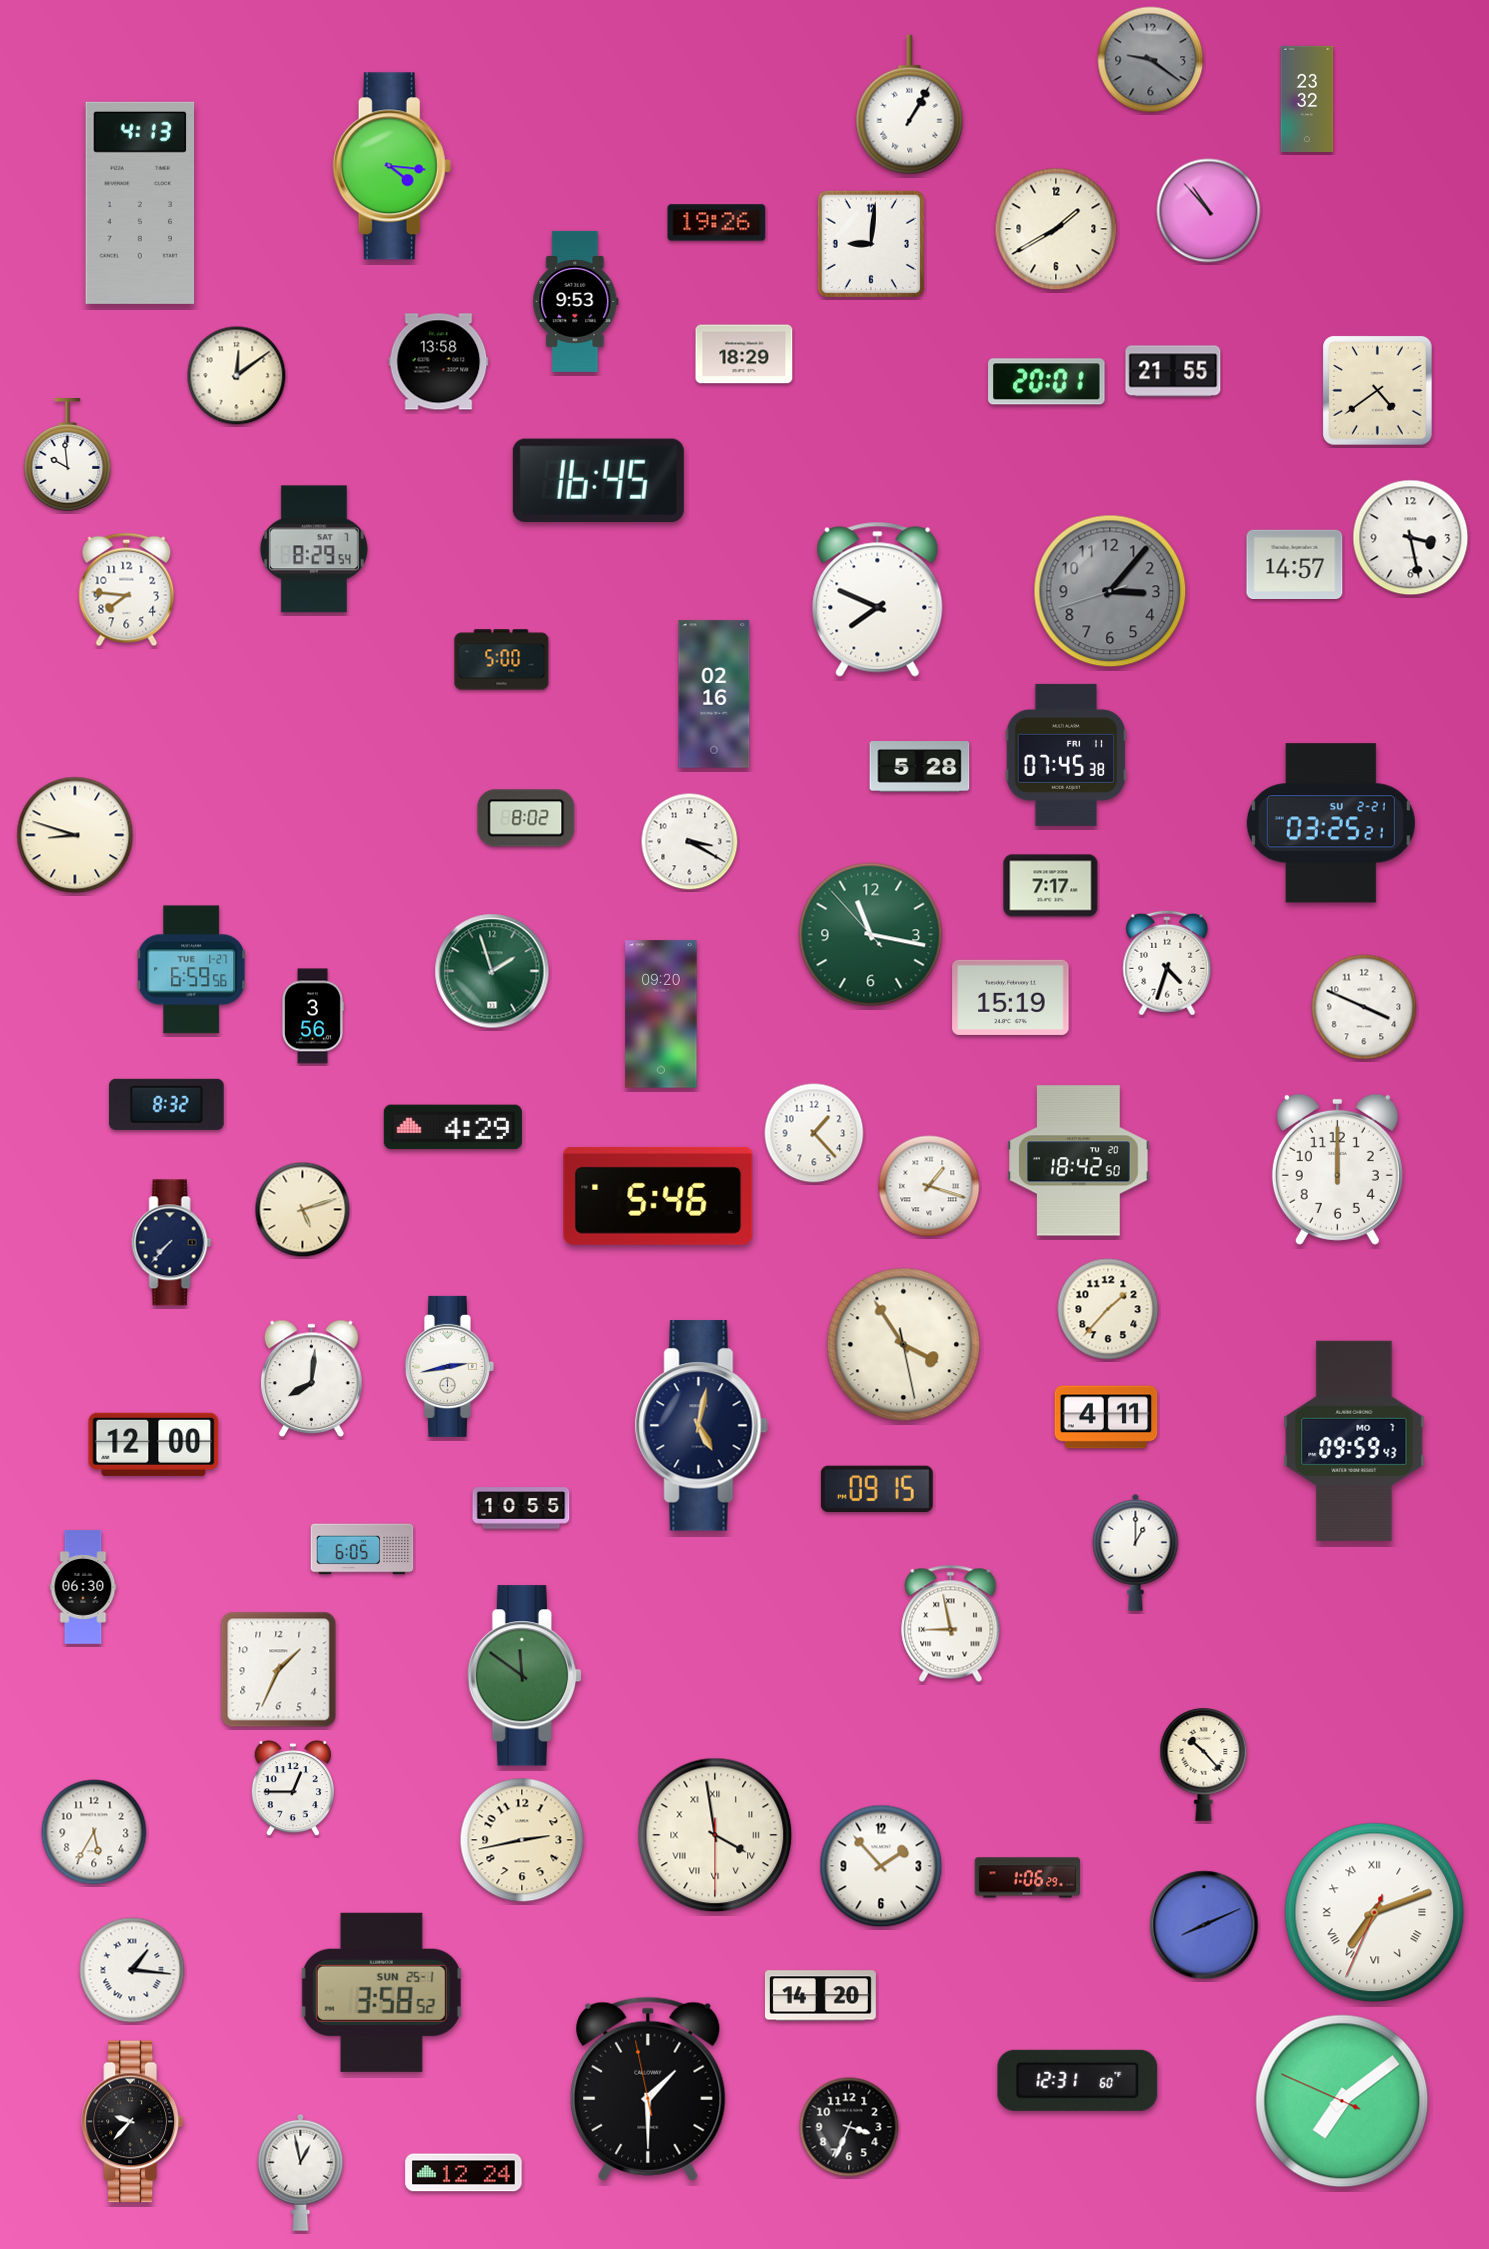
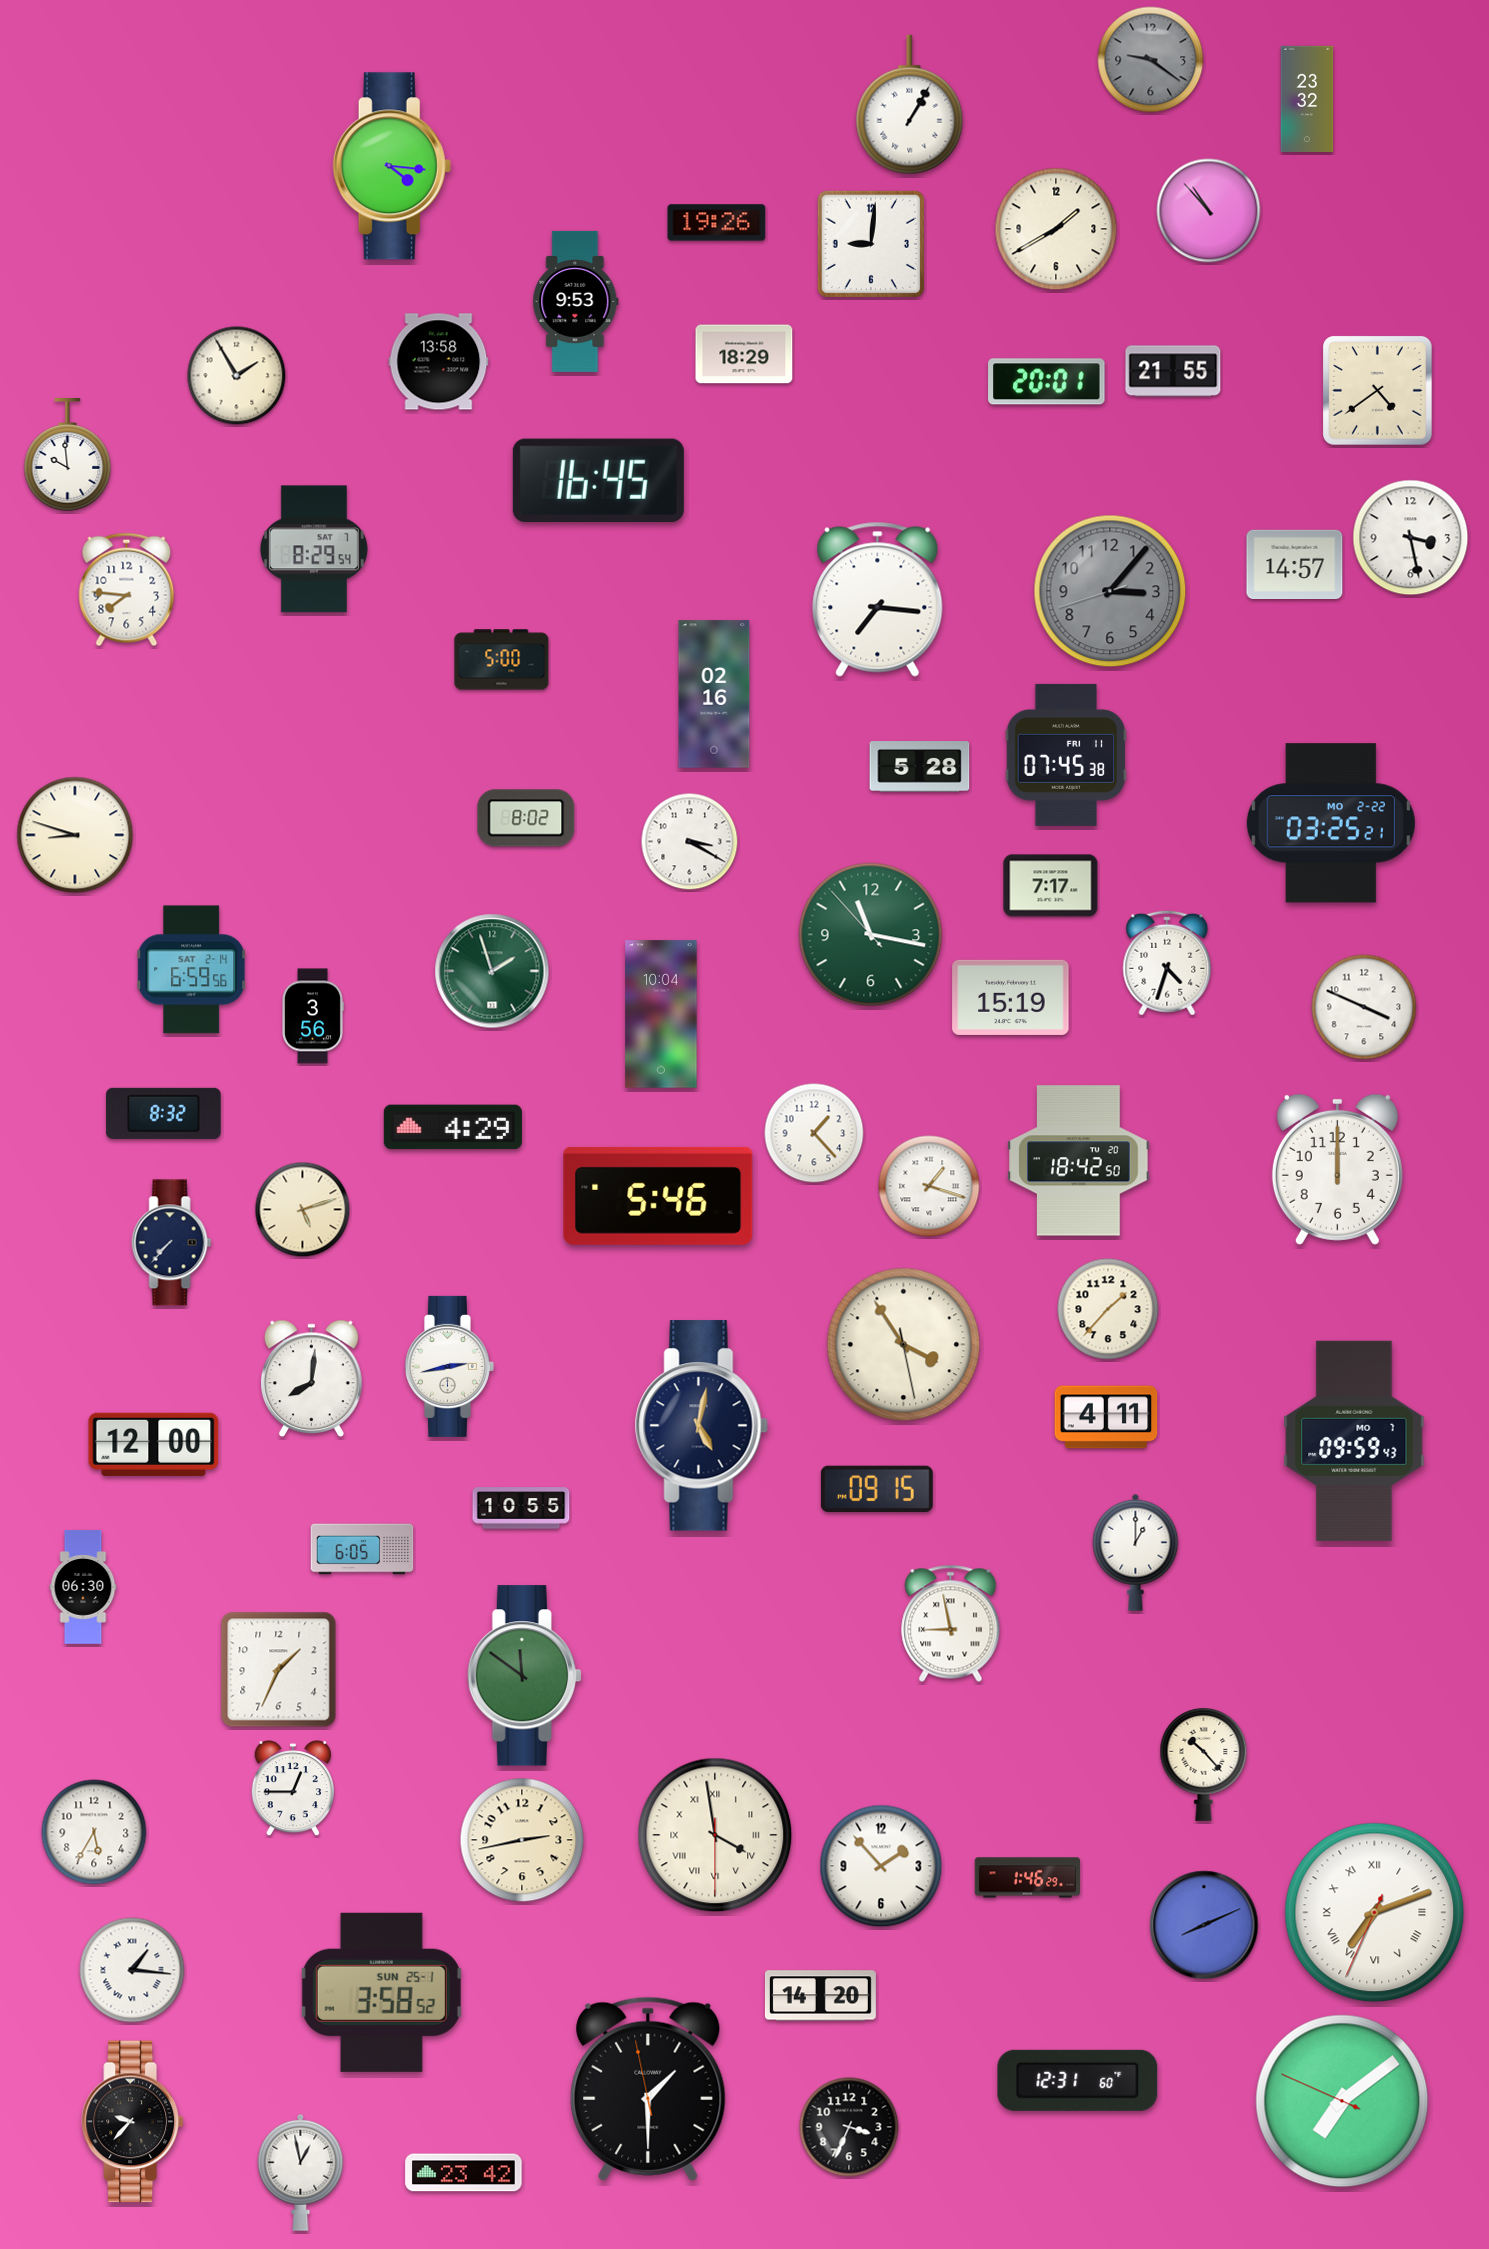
clock at (140, 203): 4:13 -> none
clock at (237, 376): 12:09 -> 1:55
clock at (878, 599): 7:49 -> 7:16
clock at (1331, 823) date: SU 2-21 -> MO 2-22
clock at (192, 970) date: TUE 1-27 -> SAT 2-14
clock at (661, 1014): 09:20 -> 10:04
clock at (167, 1104) position: (167, 1104) -> (164, 1113)
clock at (1028, 1878): 1:06 -> 1:46
clock at (464, 2173): 12:24 -> 23:42
